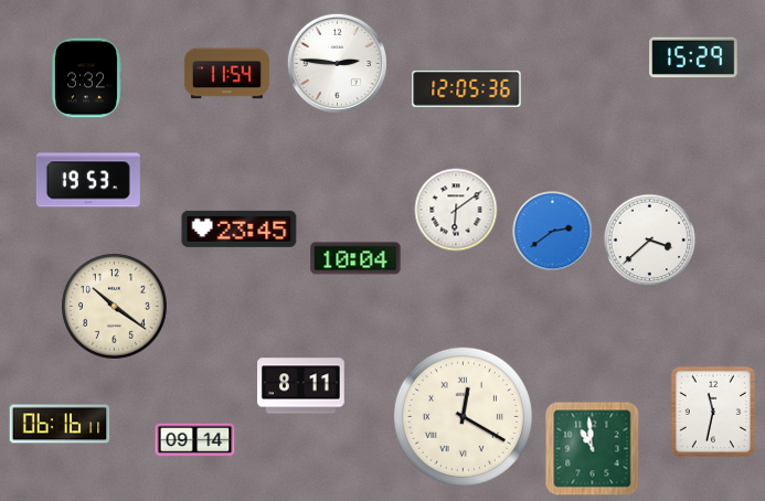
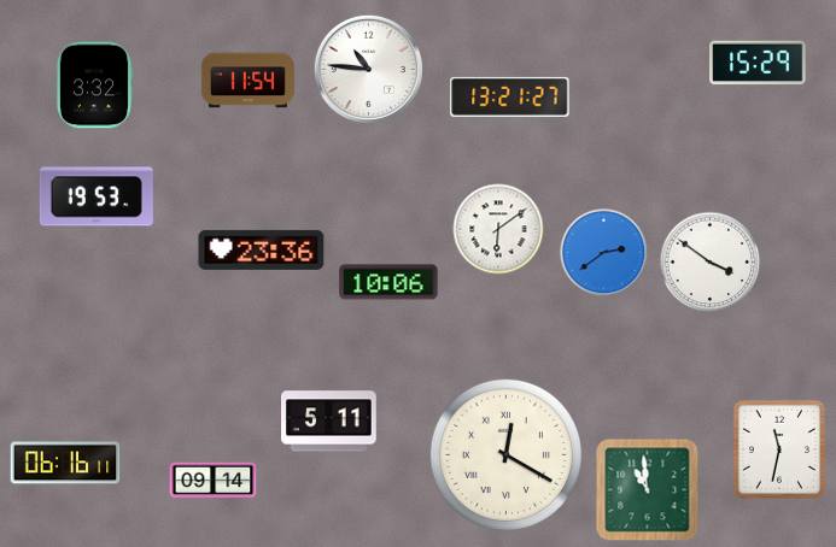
clock at (337, 63): 2:46 -> 10:46
clock at (467, 88): 12:05 -> 13:21
clock at (240, 228): 23:45 -> 23:36
clock at (650, 241): 3:38 -> 3:51
clock at (355, 258): 10:04 -> 10:06
clock at (115, 307): 10:21 -> none
clock at (301, 386): 8:11 -> 5:11
